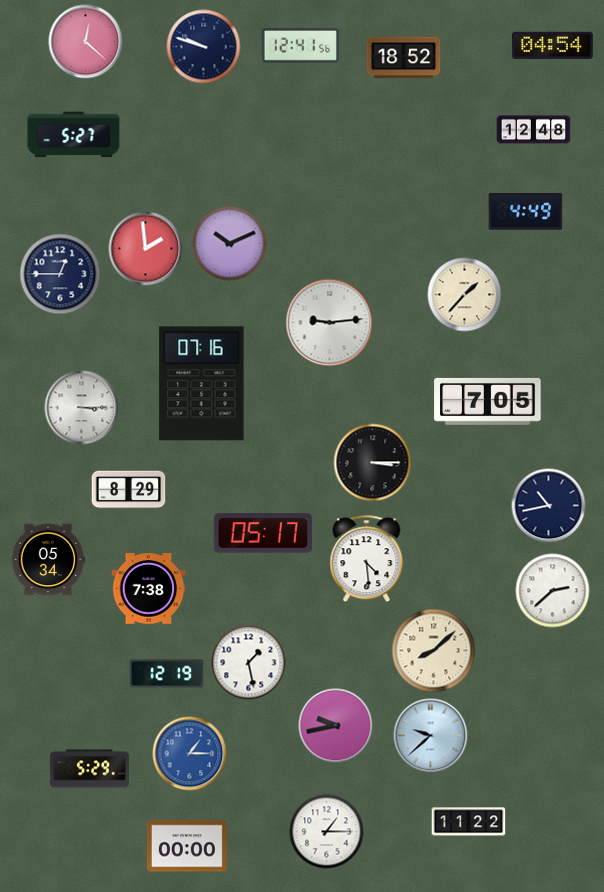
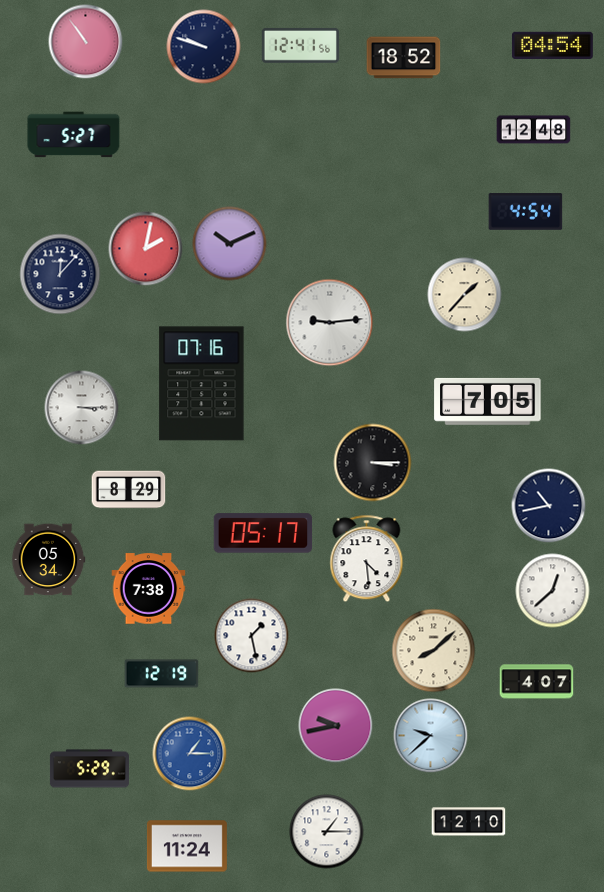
clock at (86, 42): 12:22 -> 10:54
clock at (526, 212): 4:49 -> 4:54
clock at (146, 249): 1:59 -> 2:02
clock at (60, 274): 12:45 -> 12:07
clock at (553, 591): 2:38 -> 12:38
clock at (249, 663) position: (249, 663) -> (252, 636)
clock at (167, 674) position: (167, 674) -> (162, 674)
clock at (537, 682): none -> 4:07
clock at (469, 822): 11:22 -> 12:10
clock at (187, 846): 00:00 -> 11:24
